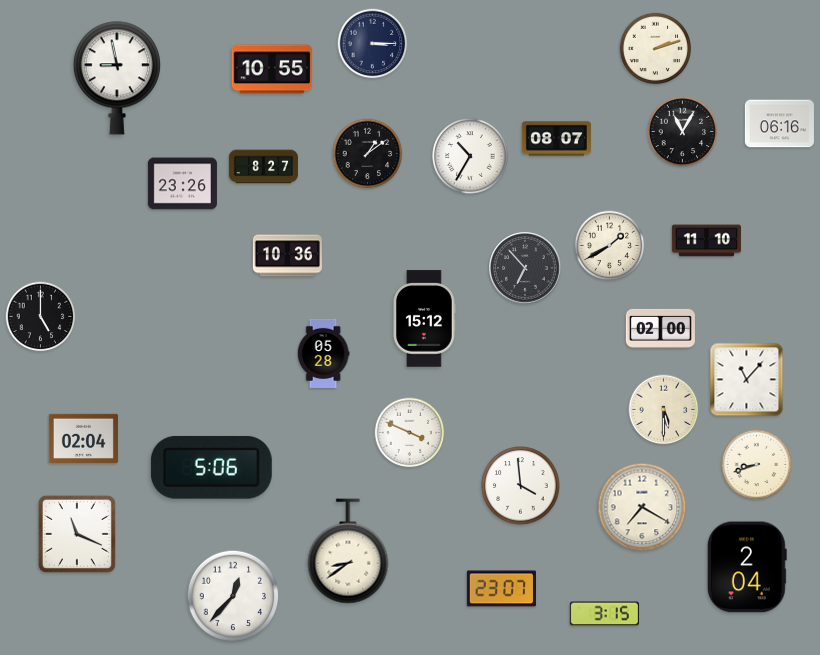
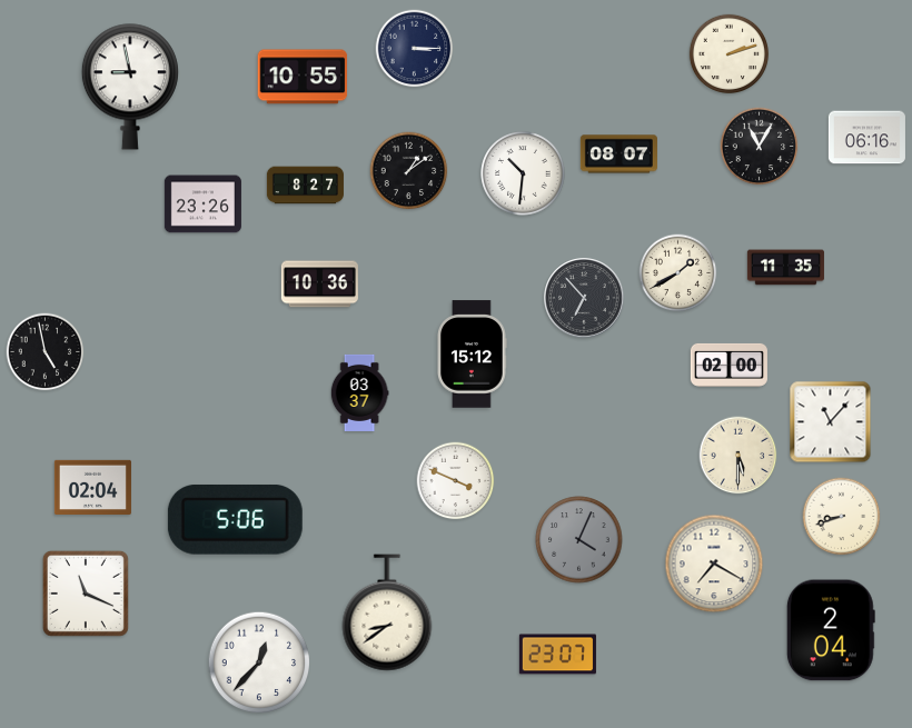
clock at (470, 156): 10:35 -> 10:31
clock at (263, 167) position: (263, 167) -> (305, 186)
clock at (706, 241): 11:10 -> 11:35
clock at (41, 317): 5:00 -> 4:58
clock at (660, 328) position: (660, 328) -> (728, 365)
clock at (323, 353): 05:28 -> 03:37
clock at (521, 486): 3:59 -> 4:04
clock at (521, 486) dial: white -> grey
clock at (604, 614): 3:15 -> none
